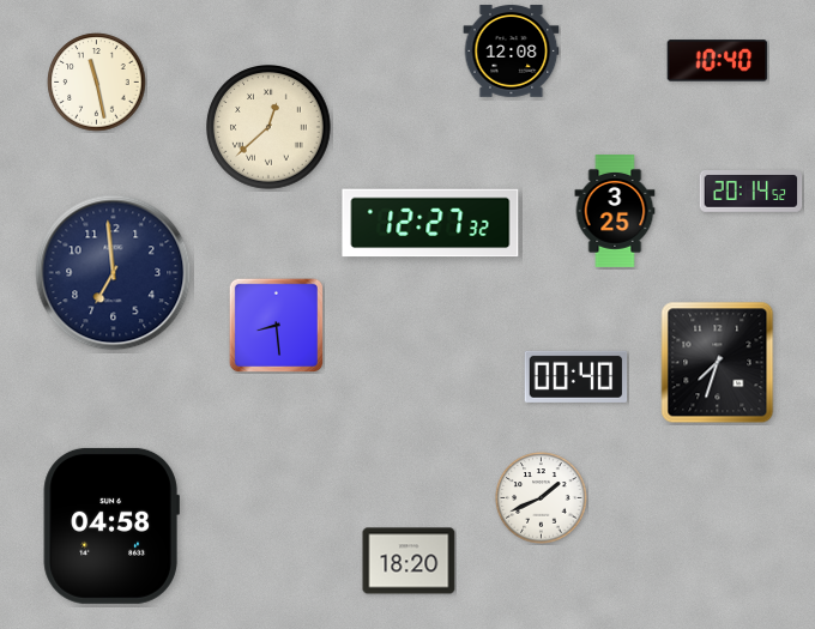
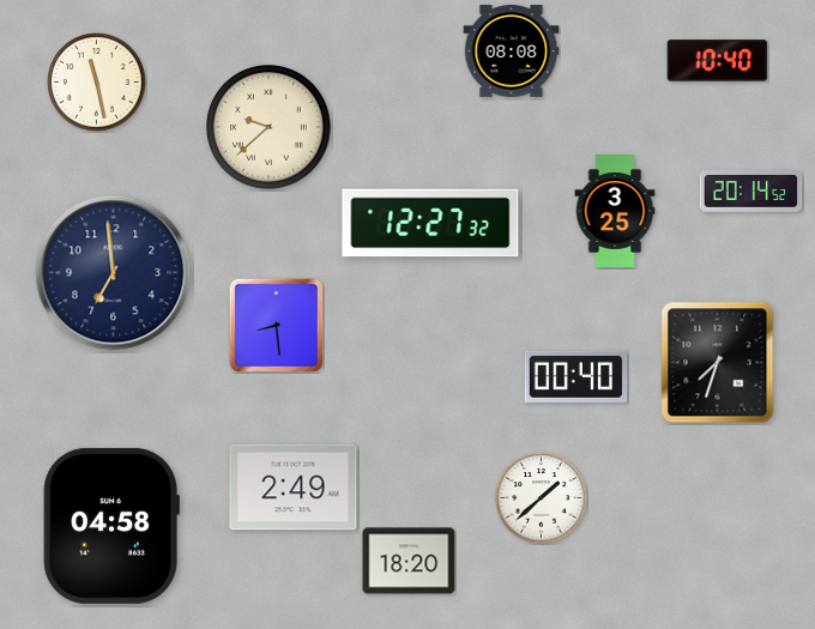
clock at (512, 52): 12:08 -> 08:08
clock at (268, 127): 12:38 -> 9:38
clock at (294, 488): none -> 2:49
clock at (542, 498): 1:41 -> 1:38
